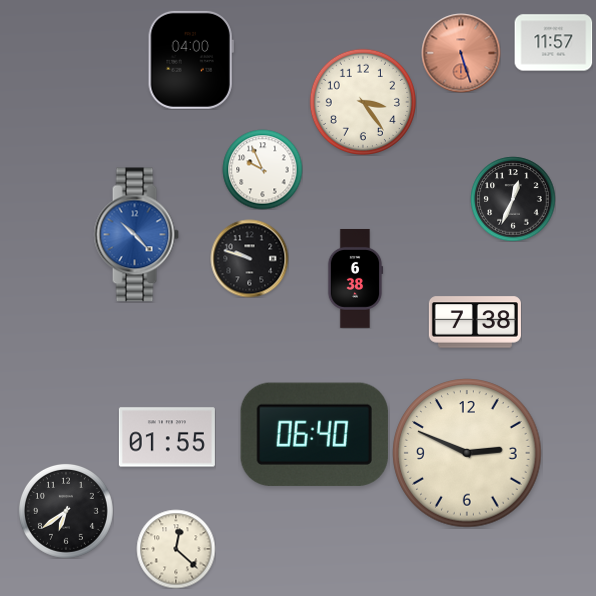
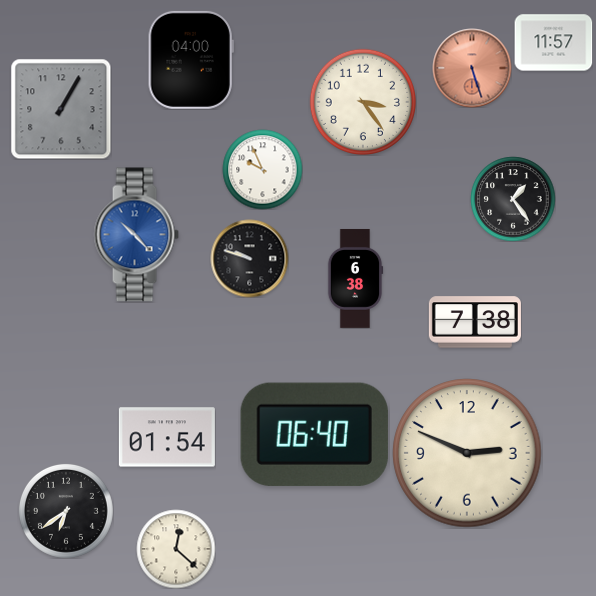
clock at (461, 53) position: (461, 53) -> (472, 68)
clock at (61, 109): none -> 1:05
clock at (513, 199): 12:34 -> 1:24
clock at (167, 437): 01:55 -> 01:54
